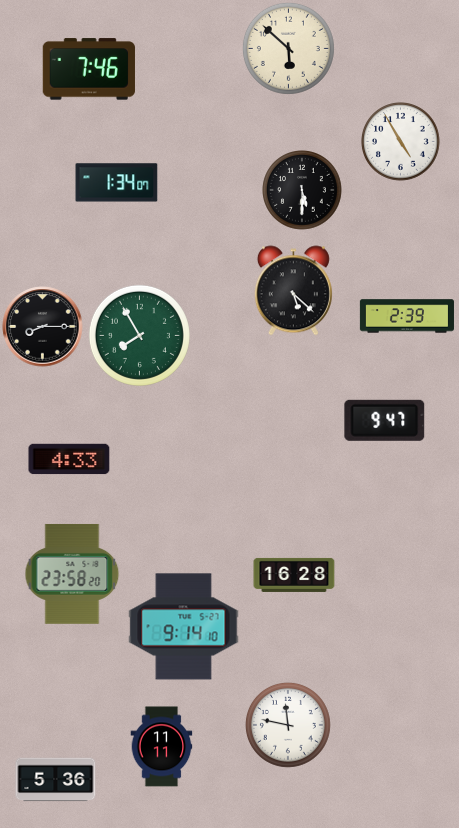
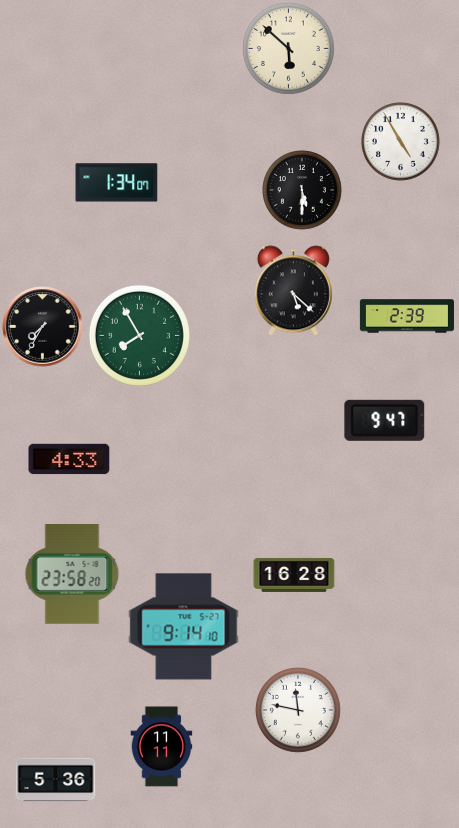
clock at (89, 69): 7:46 -> none
clock at (43, 327): 8:15 -> 7:35
clock at (288, 725) position: (288, 725) -> (298, 710)
